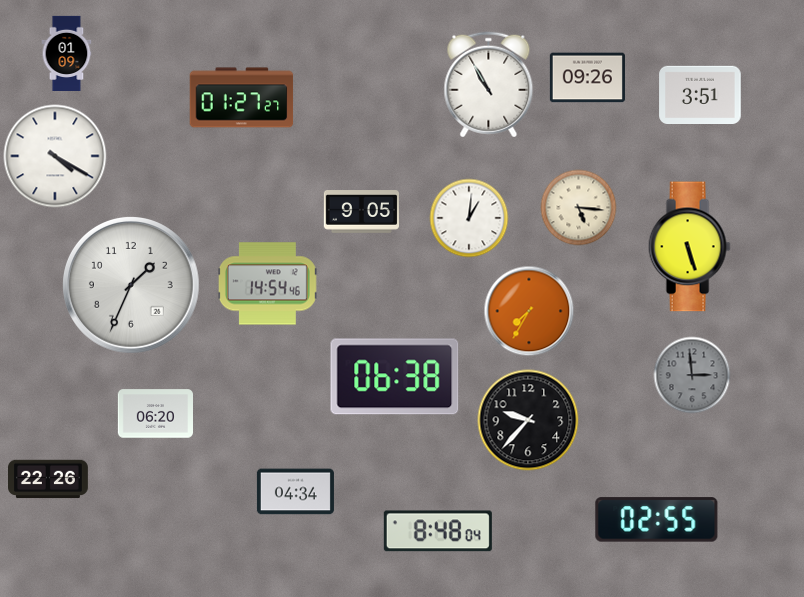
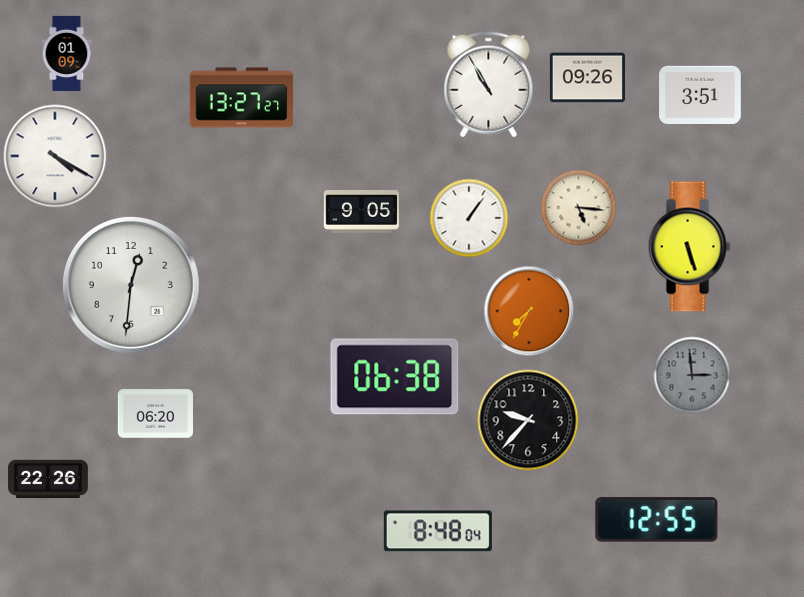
clock at (242, 98): 01:27 -> 13:27
clock at (469, 218): 1:01 -> 1:06
clock at (267, 284): 14:54 -> none
clock at (131, 285): 1:34 -> 12:31
clock at (295, 492): 04:34 -> none
clock at (657, 520): 02:55 -> 12:55
